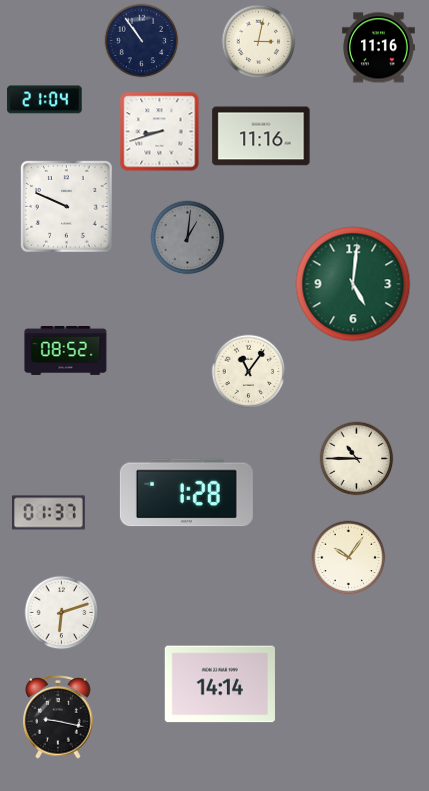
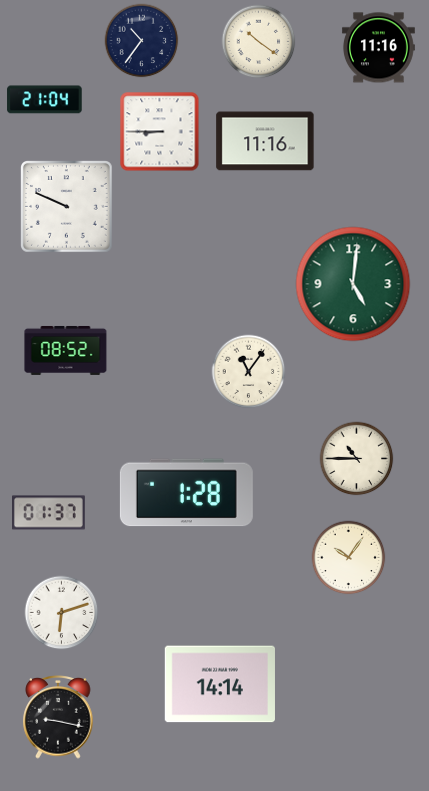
clock at (142, 41): 10:54 -> 10:36
clock at (259, 42): 3:02 -> 10:21
clock at (160, 132): 8:42 -> 8:45
clock at (261, 136) position: (261, 136) -> (265, 141)
clock at (188, 238): 1:01 -> none
